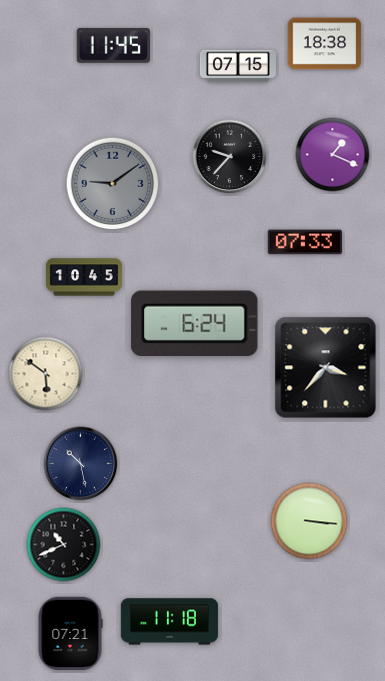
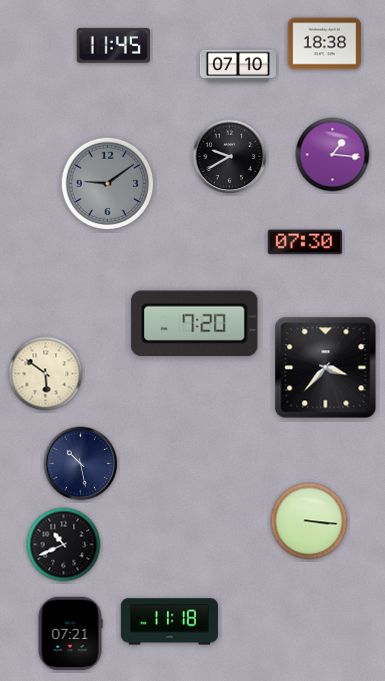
clock at (238, 66): 07:15 -> 07:10
clock at (333, 155): 1:19 -> 1:16
clock at (230, 157): 9:37 -> 9:40
clock at (113, 184) position: (113, 184) -> (108, 184)
clock at (304, 242): 07:33 -> 07:30
clock at (84, 277): 10:45 -> none
clock at (195, 324): 6:24 -> 7:20
